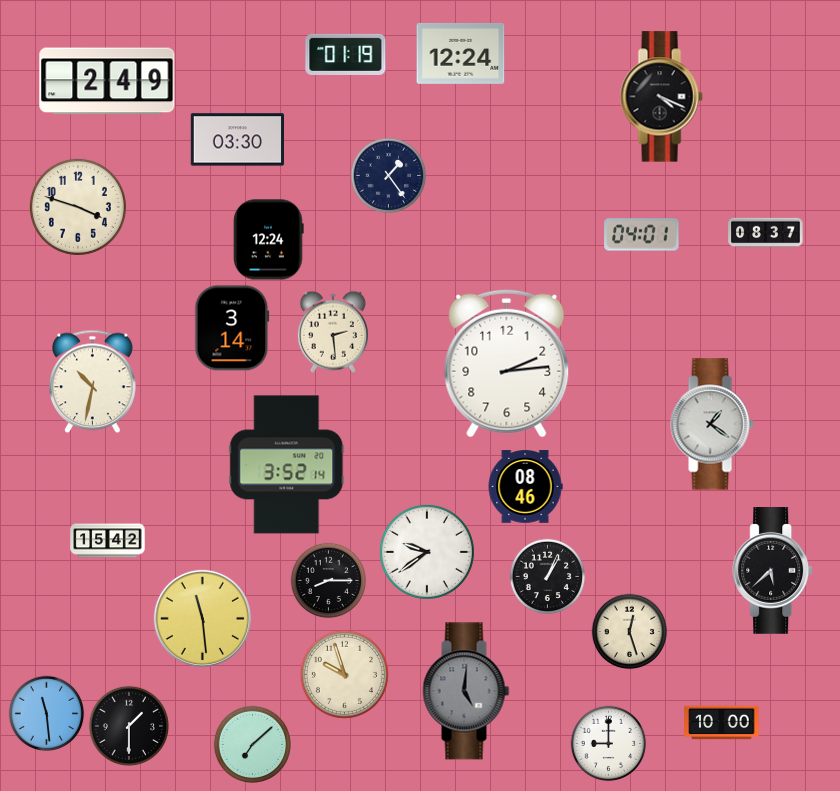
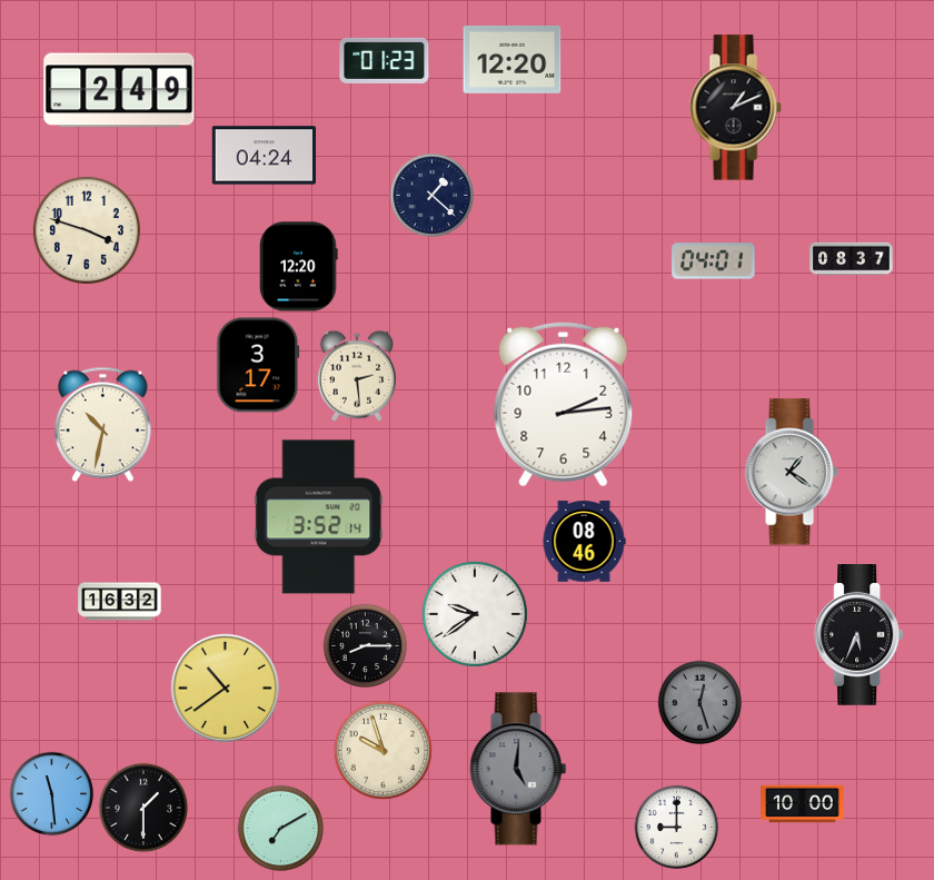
clock at (461, 53): 12:24 -> 12:20
clock at (346, 54): 01:19 -> 01:23
clock at (661, 97): 4:19 -> 1:11
clock at (237, 140): 03:30 -> 04:24
clock at (389, 176): 1:24 -> 1:22
clock at (269, 240): 12:24 -> 12:20
clock at (232, 328): 3:14 -> 3:17
clock at (333, 332) position: (333, 332) -> (357, 376)
clock at (108, 541): 15:42 -> 16:32
clock at (773, 571): 5:38 -> 5:34
clock at (548, 577): 1:04 -> none
clock at (202, 618): 11:29 -> 10:39
clock at (630, 632) dial: cream -> grey
clock at (252, 744): 7:08 -> 7:10
